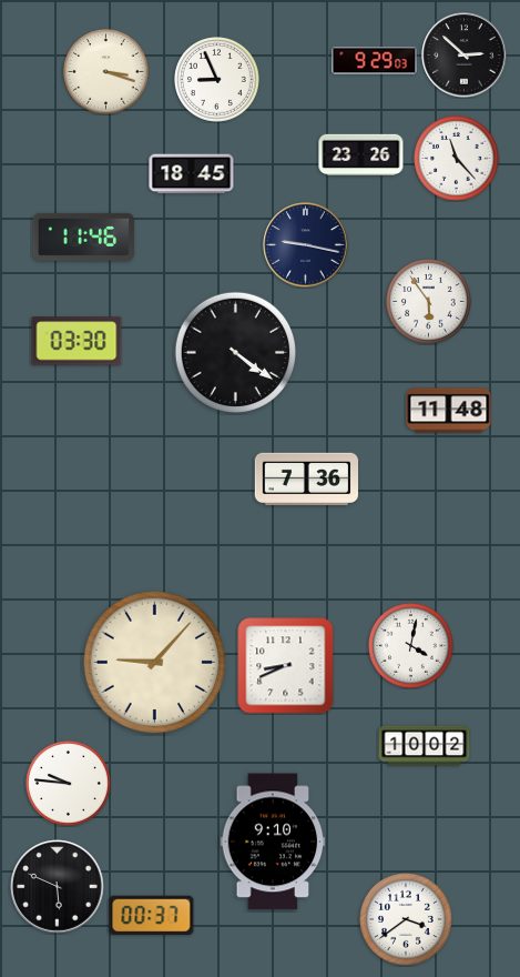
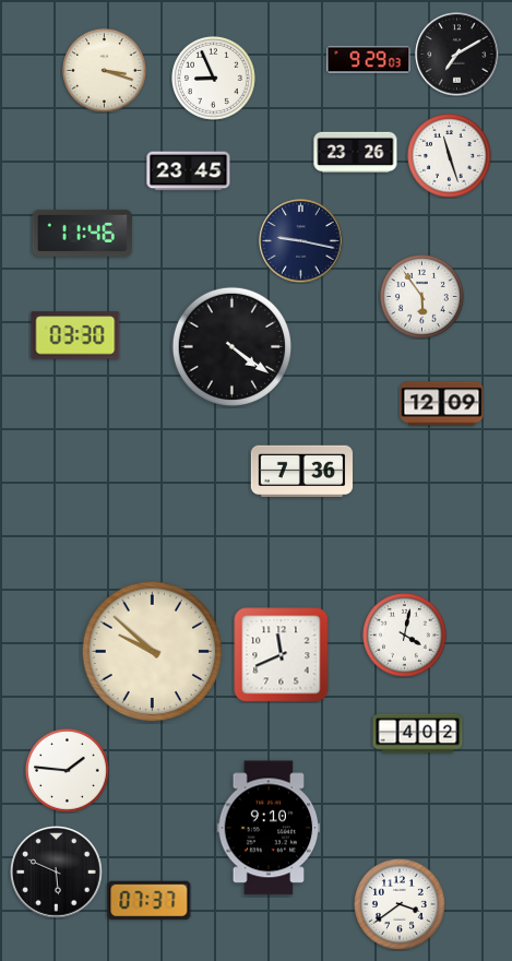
clock at (465, 56): 2:52 -> 7:10
clock at (457, 159): 11:23 -> 11:27
clock at (192, 174): 18:45 -> 23:45
clock at (449, 411): 11:48 -> 12:09
clock at (155, 663): 9:07 -> 9:52
clock at (286, 666): 8:41 -> 11:41
clock at (425, 746): 10:02 -> 4:02
clock at (69, 784): 9:46 -> 1:46
clock at (152, 915): 00:37 -> 07:37
